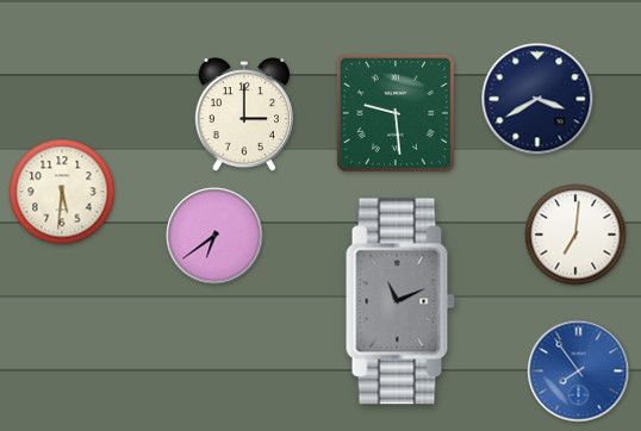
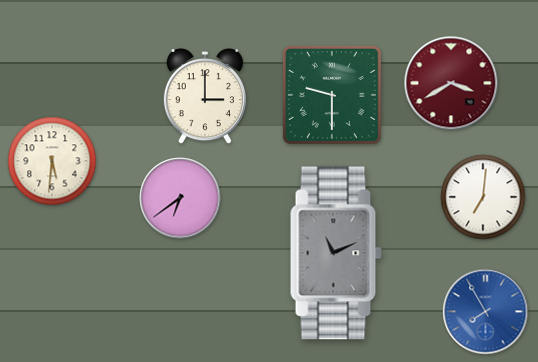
clock at (537, 99) dial: navy -> burgundy
clock at (396, 113): 9:29 -> 9:30
clock at (579, 371): 7:54 -> 7:55
